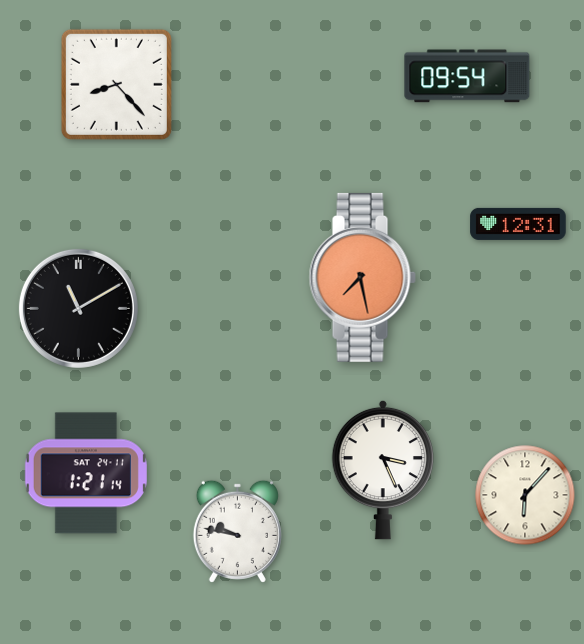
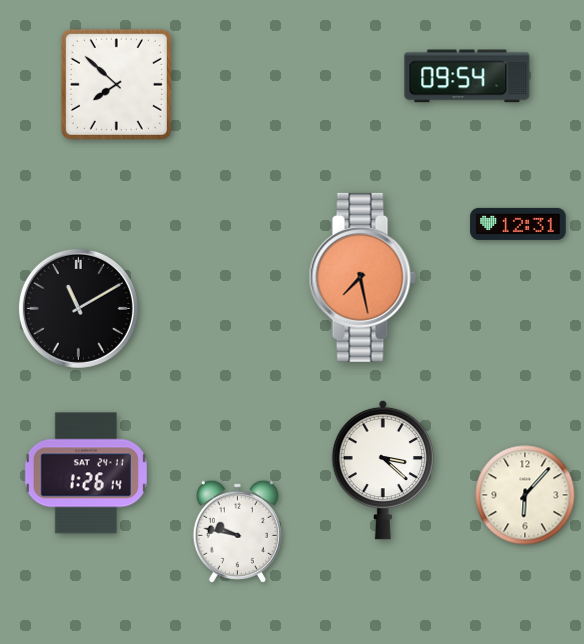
clock at (116, 84): 8:23 -> 7:52
clock at (382, 470): 3:26 -> 3:22
clock at (86, 473): 1:21 -> 1:26
